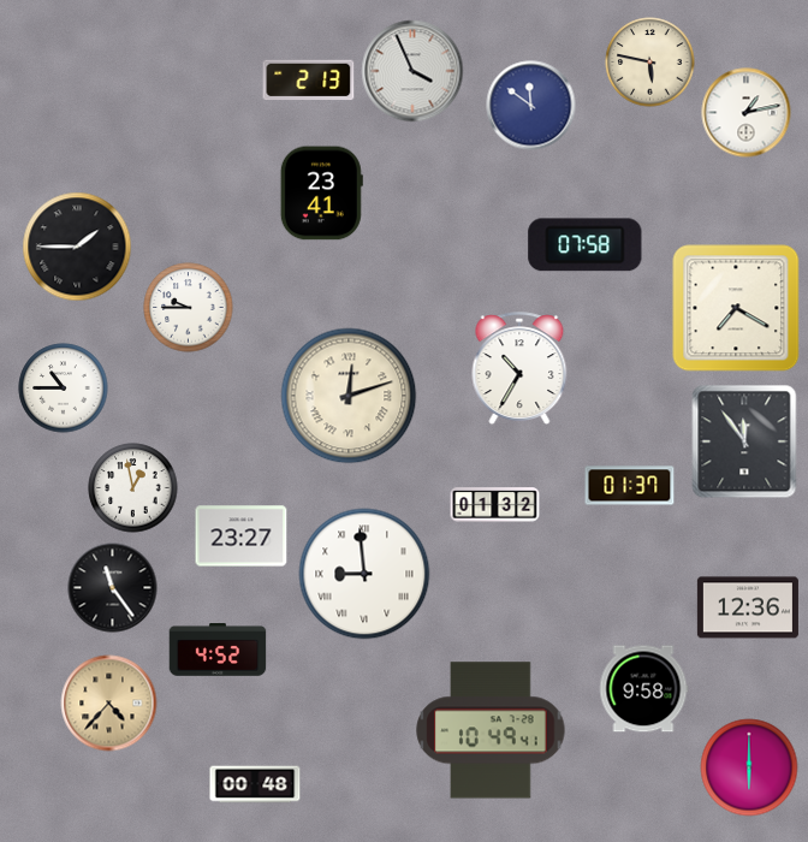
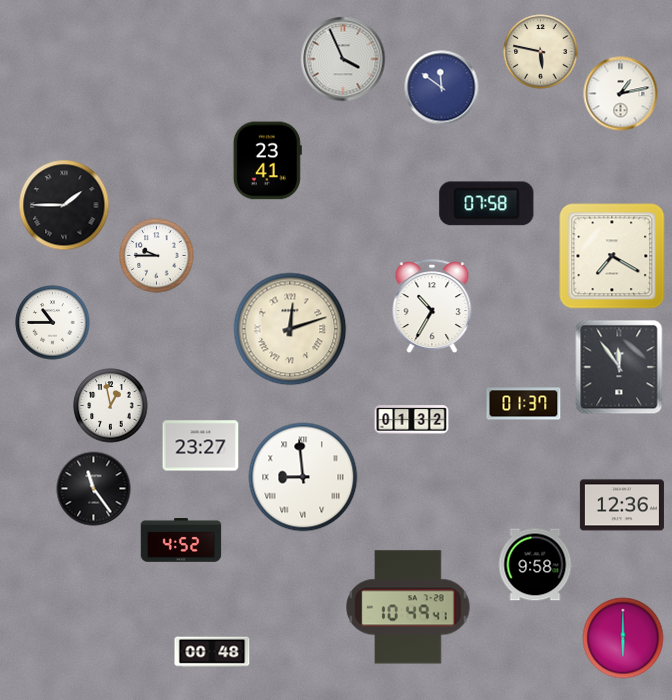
clock at (309, 81): 2:13 -> none
clock at (643, 689) position: (643, 689) -> (535, 565)
clock at (109, 704): 4:37 -> none
